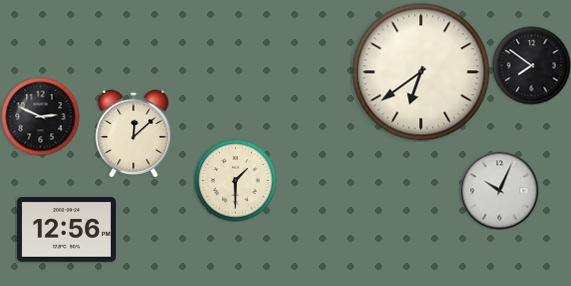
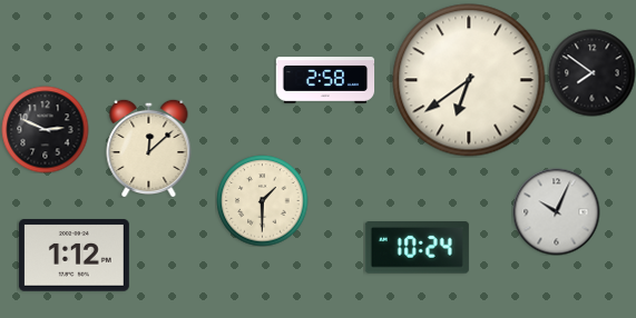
clock at (325, 80): none -> 2:58
clock at (417, 248): none -> 10:24
clock at (66, 230): 12:56 -> 1:12
